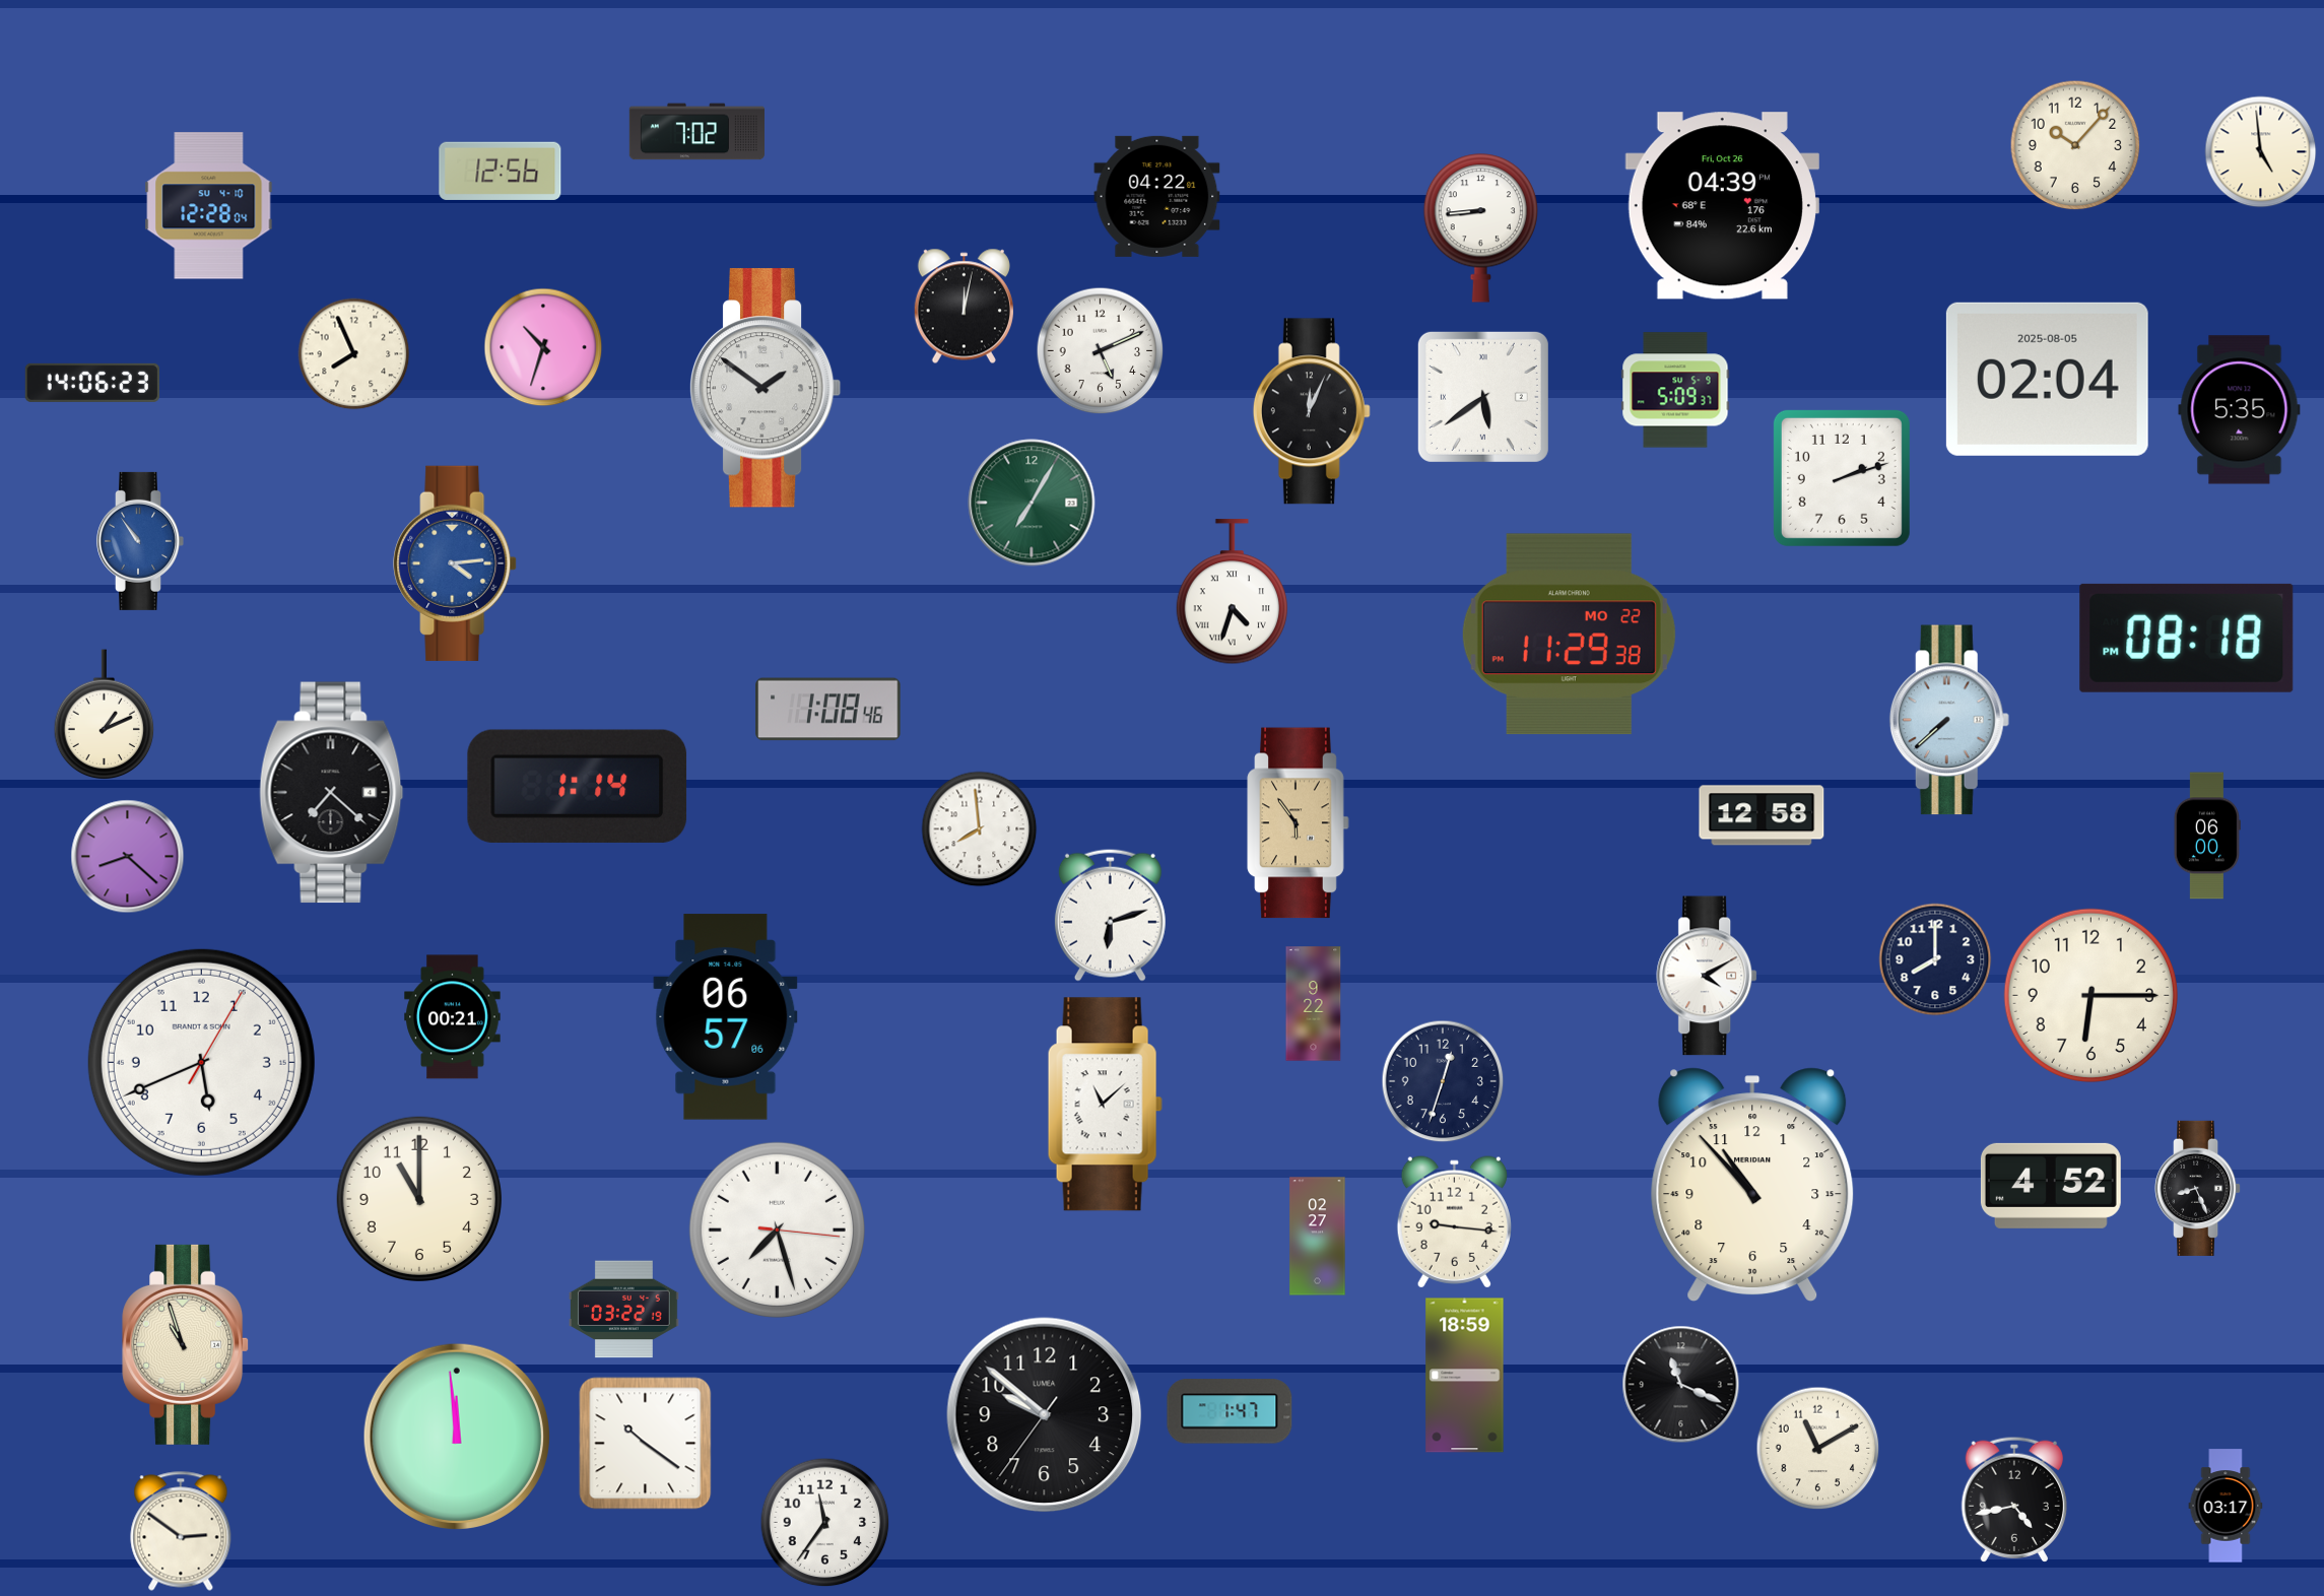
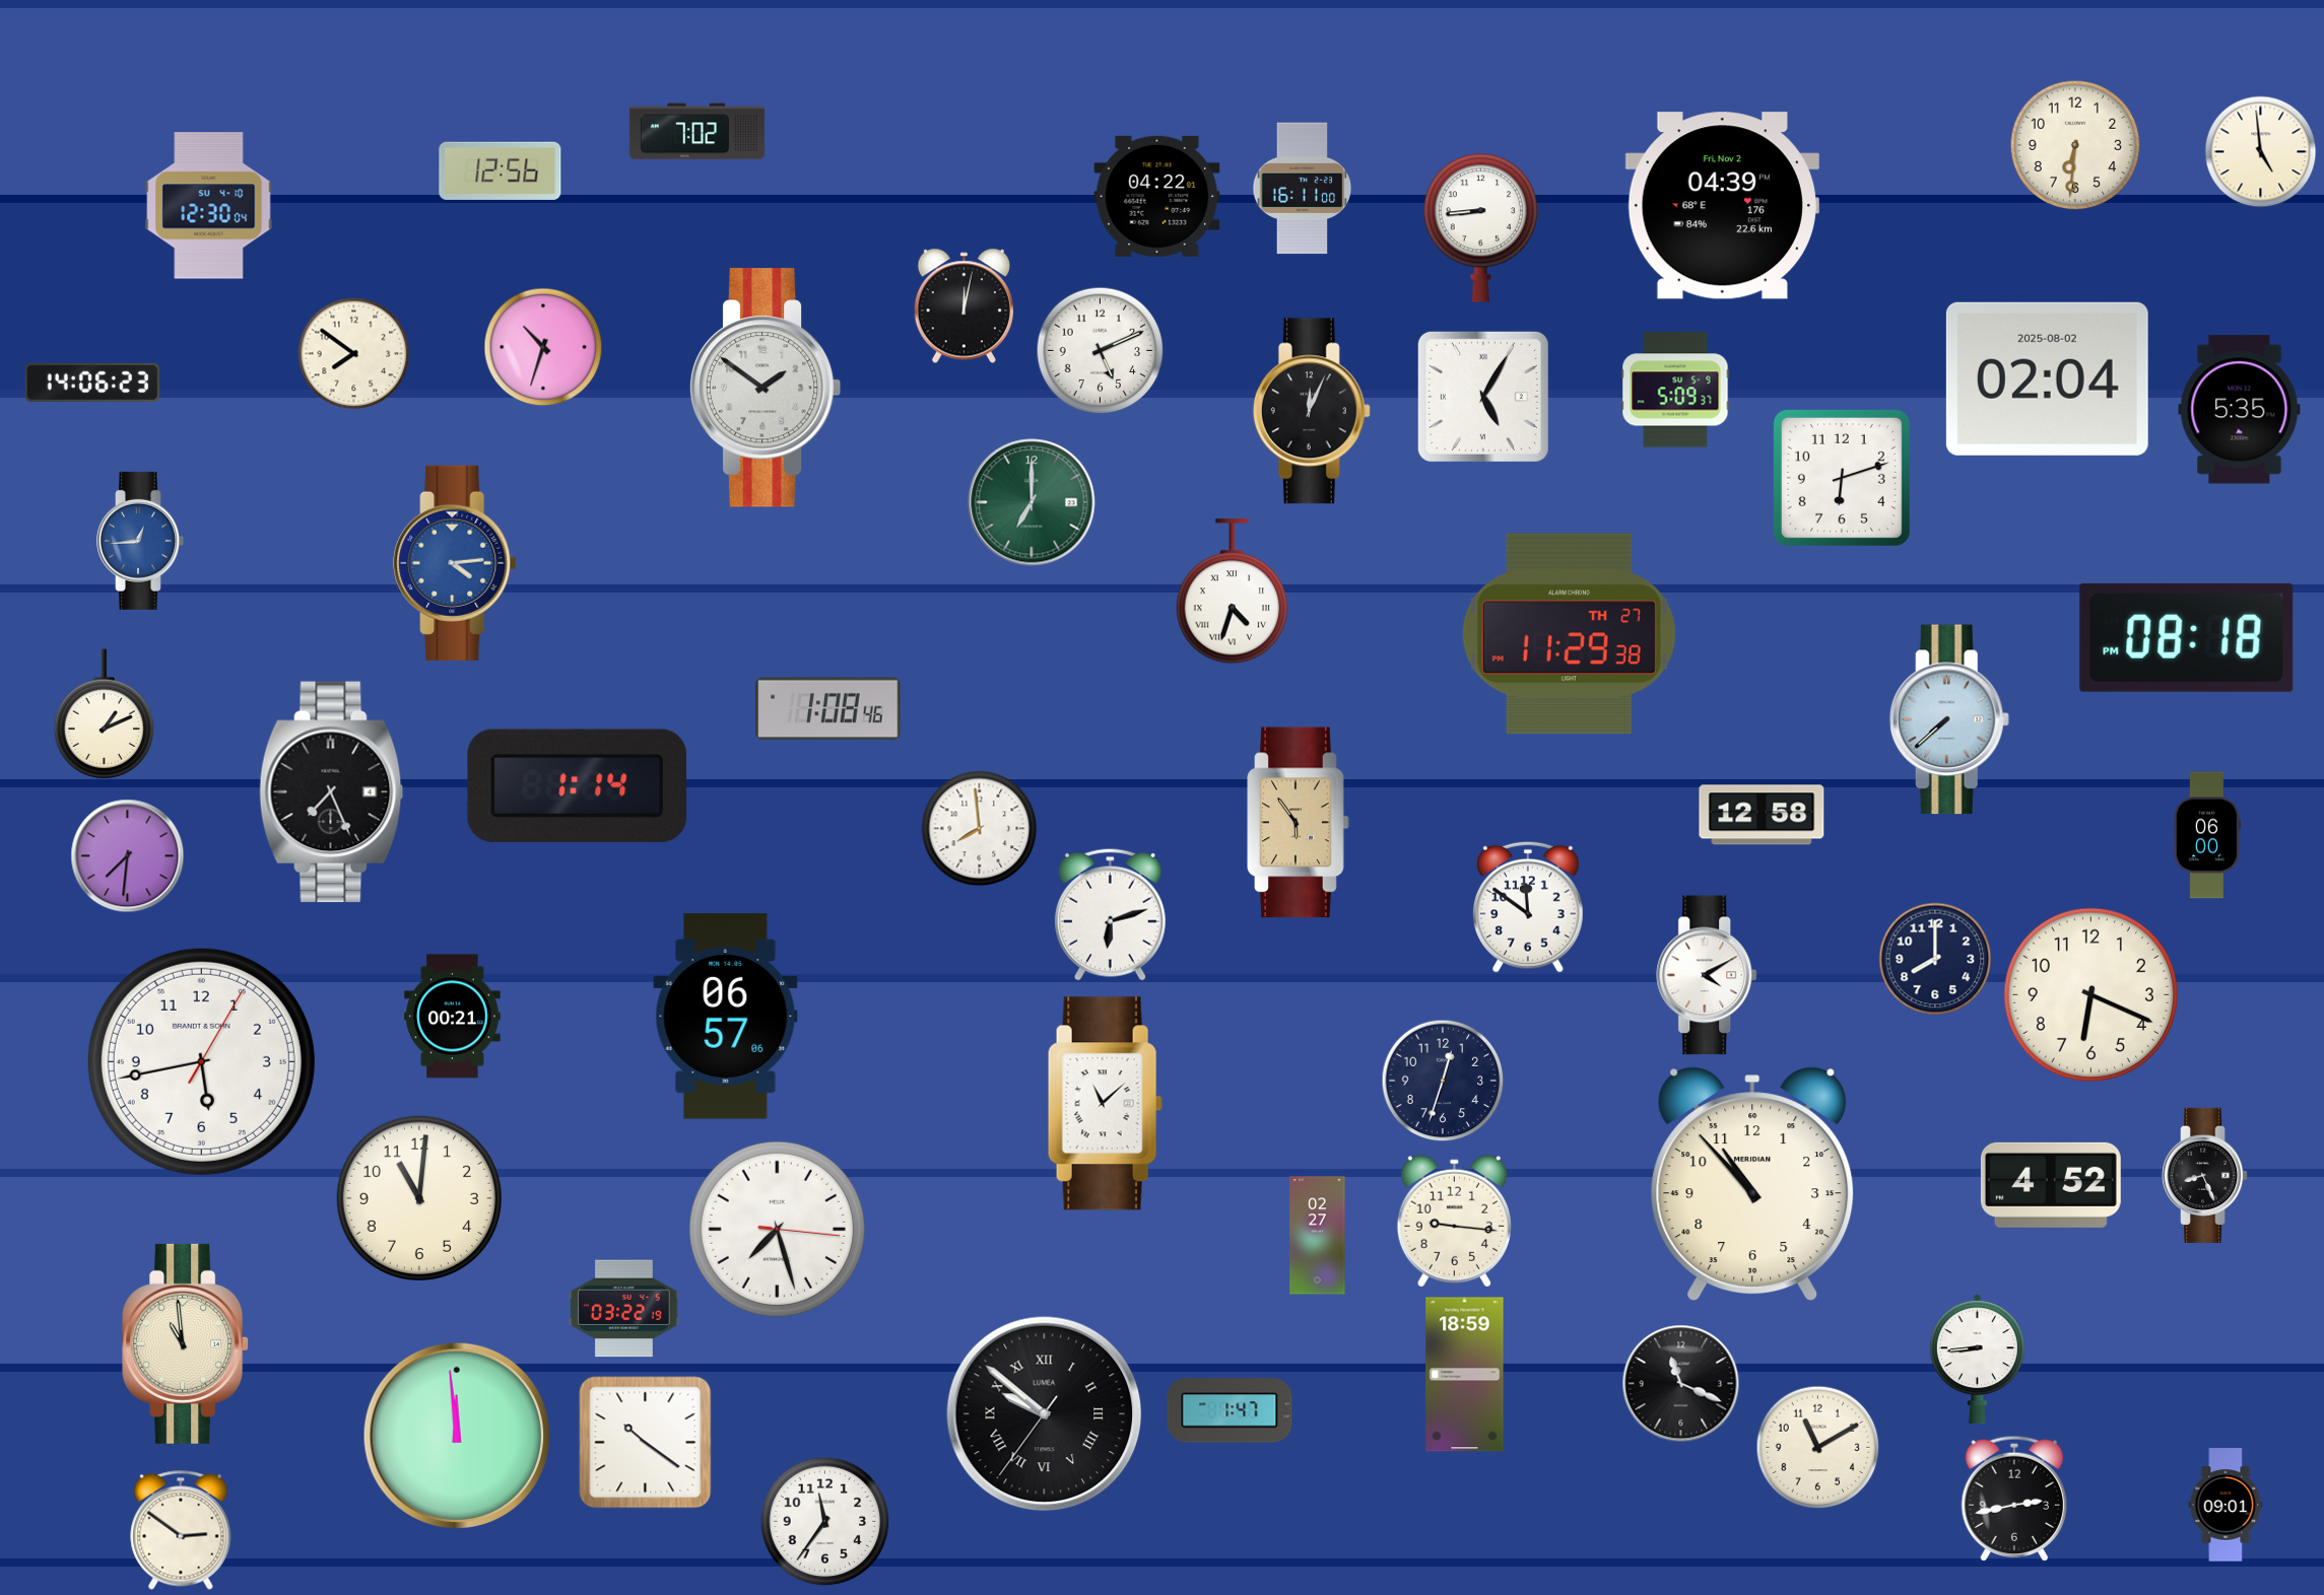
clock at (2075, 145): 10:07 -> 6:31
clock at (1303, 189): none -> 16:11
clock at (209, 206): 12:28 -> 12:30
clock at (1722, 206) date: Fri, Oct 26 -> Fri, Nov 2
clock at (354, 354): 7:56 -> 7:51
clock at (2047, 379) date: 2025-08-05 -> 2025-08-02
clock at (1483, 397): 5:39 -> 5:05
clock at (1842, 478): 2:12 -> 6:12
clock at (1032, 503): 7:05 -> 7:00
clock at (140, 541): 10:54 -> 12:44
clock at (1569, 635) date: MO 22 -> TH 27
clock at (332, 793): 7:22 -> 7:26
clock at (128, 857): 8:22 -> 7:31
clock at (1528, 907): none -> 11:51
clock at (2090, 995): 6:15 -> 6:19
clock at (1314, 1004): 9:22 -> none
clock at (201, 1062): 5:41 -> 5:43
clock at (2199, 1188) position: (2199, 1188) -> (2206, 1175)
clock at (419, 1199): 11:00 -> 11:01
clock at (186, 1344): 10:57 -> 10:59
clock at (1977, 1360): none -> 8:44
clock at (1045, 1415) numerals: Arabic -> Roman
clock at (2013, 1500): 4:43 -> 2:43
clock at (2226, 1506): 03:17 -> 09:01
